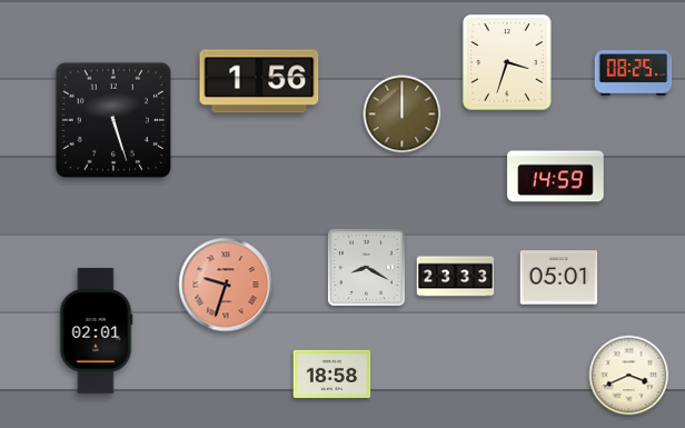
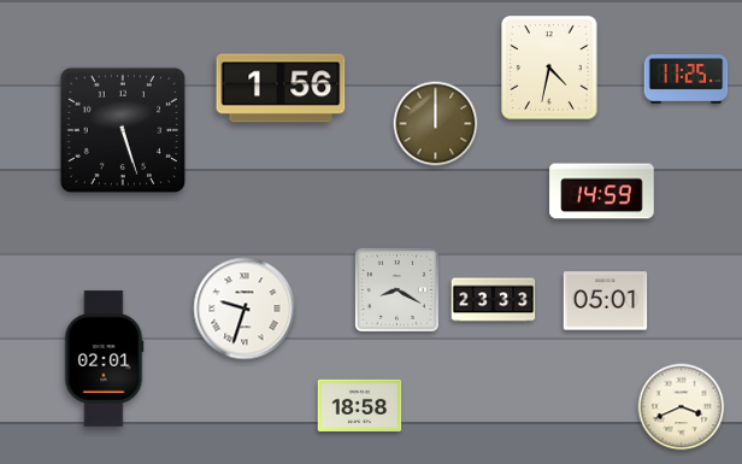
clock at (507, 62): 3:33 -> 4:32
clock at (634, 73): 08:25 -> 11:25
clock at (226, 285) dial: salmon -> white
